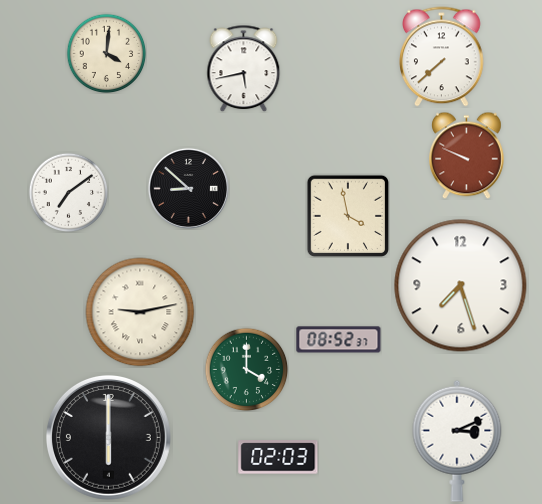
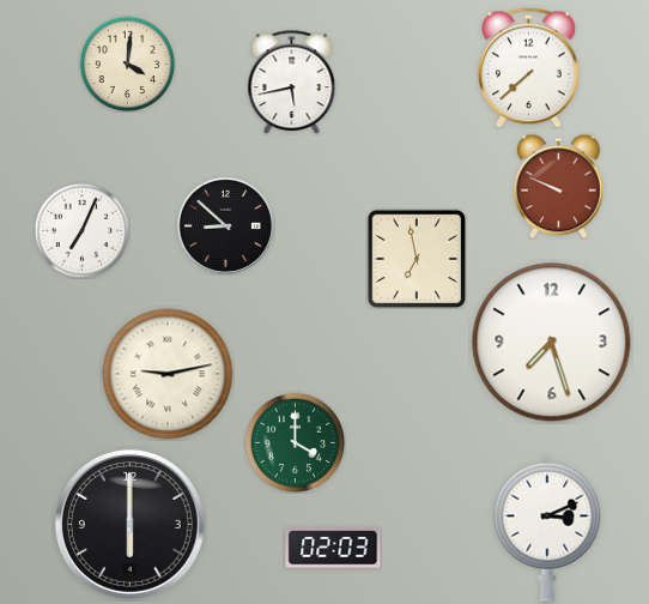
clock at (68, 192): 7:09 -> 7:04
clock at (348, 216): 3:58 -> 6:58
clock at (339, 340): 08:52 -> none
